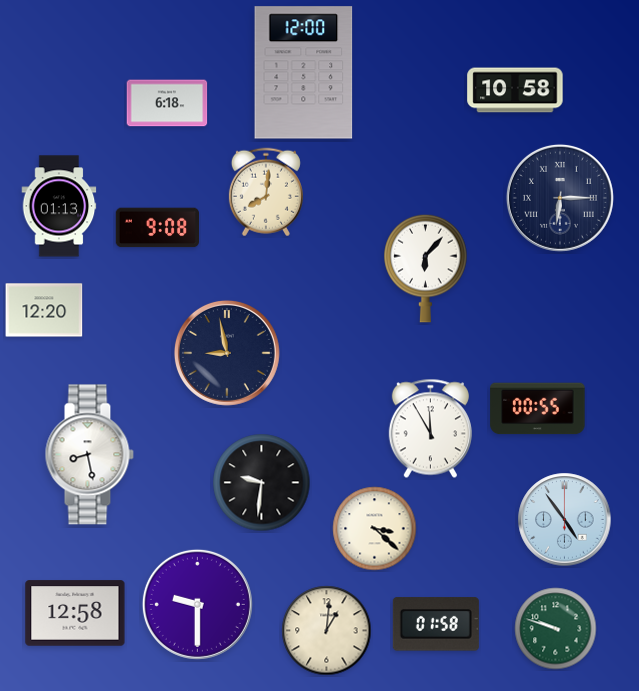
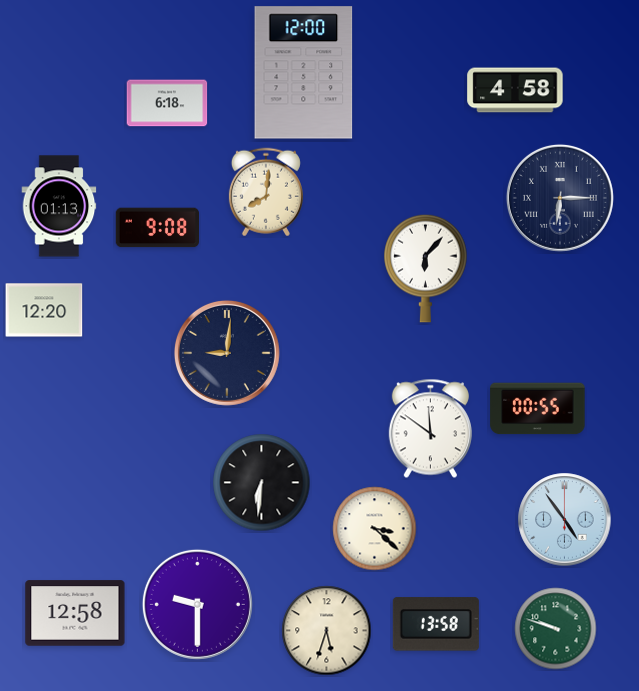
clock at (515, 90): 10:58 -> 4:58
clock at (227, 353): 8:58 -> 9:01
clock at (430, 429): 11:55 -> 11:51
clock at (89, 455): 8:28 -> none
clock at (262, 483): 9:31 -> 6:31
clock at (436, 624): 01:58 -> 13:58
clock at (327, 631): 1:01 -> 5:33
